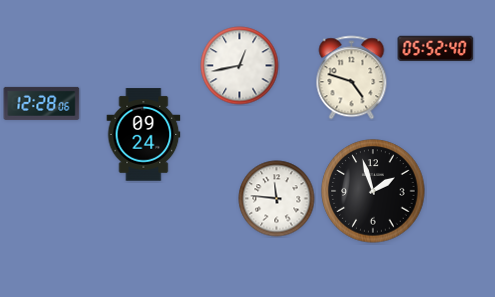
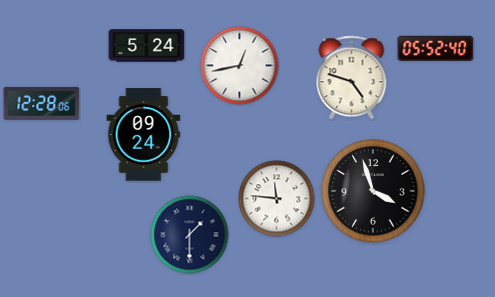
clock at (147, 46): none -> 5:24
clock at (373, 191): 1:57 -> 3:57
clock at (190, 235): none -> 1:30
